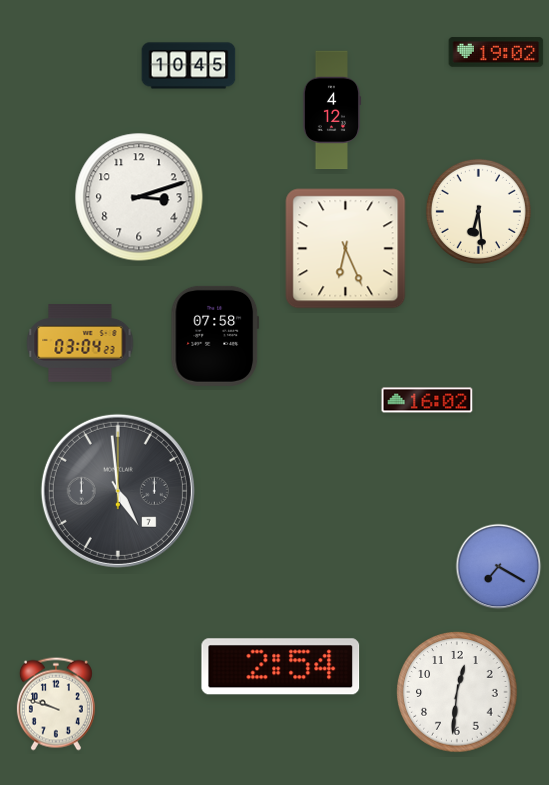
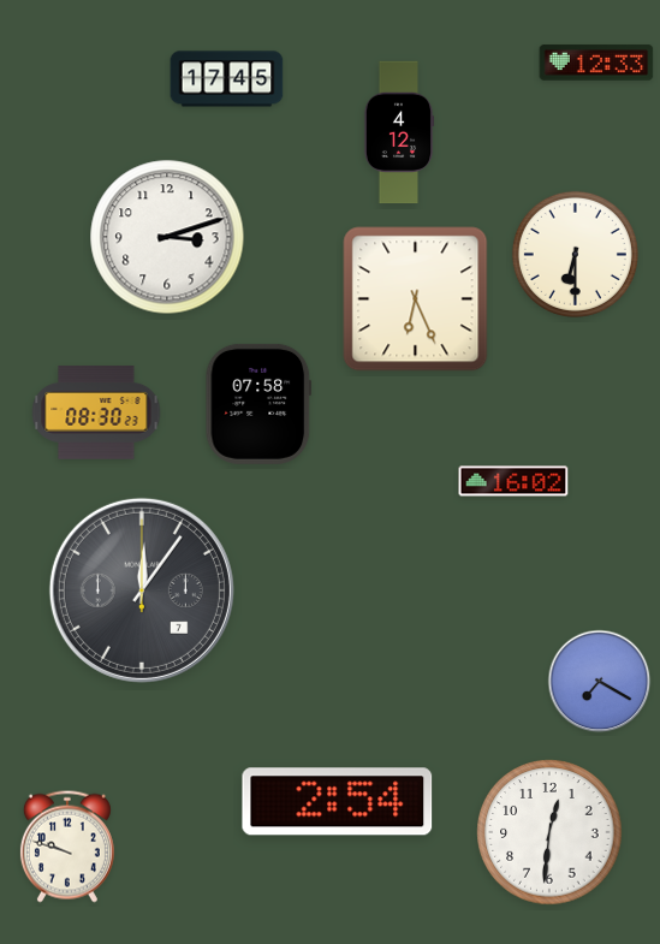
clock at (496, 52): 19:02 -> 12:33
clock at (189, 66): 10:45 -> 17:45
clock at (478, 211): 6:29 -> 6:30
clock at (80, 343): 03:04 -> 08:30
clock at (118, 491): 4:59 -> 12:06
